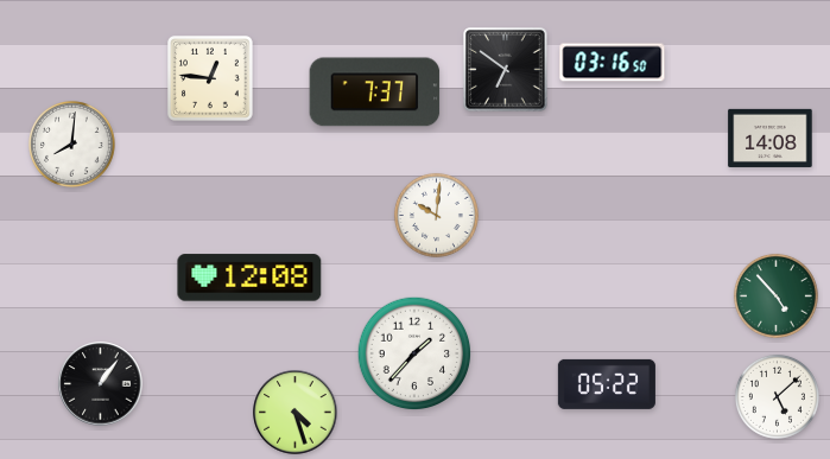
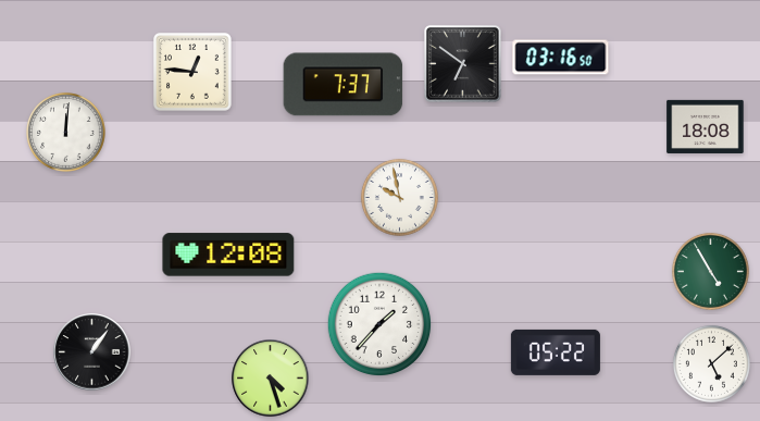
clock at (771, 138): 14:08 -> 18:08
clock at (72, 145): 8:01 -> 12:01
clock at (436, 215): 10:01 -> 9:58
clock at (775, 295): 4:53 -> 4:55
